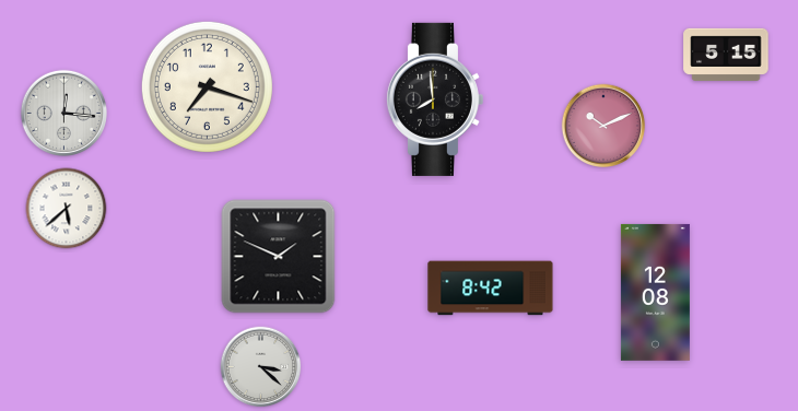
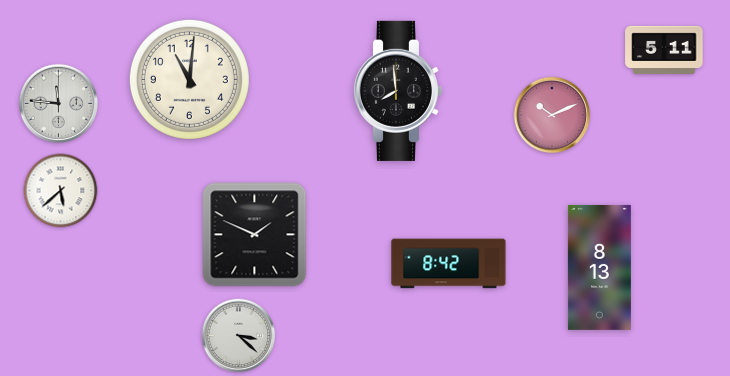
clock at (726, 55): 5:15 -> 5:11
clock at (207, 86): 7:18 -> 11:01
clock at (63, 113): 12:16 -> 11:46
clock at (655, 292): 12:08 -> 8:13
